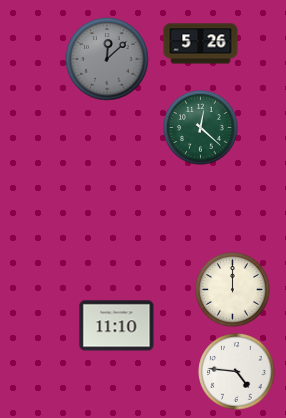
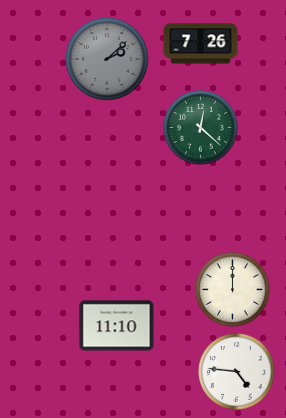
clock at (201, 44): 5:26 -> 7:26
clock at (107, 59): 12:08 -> 2:08
